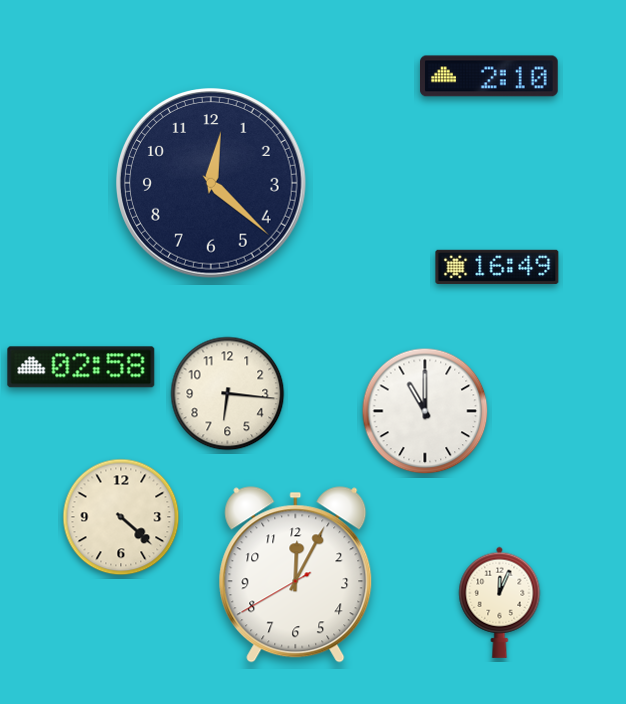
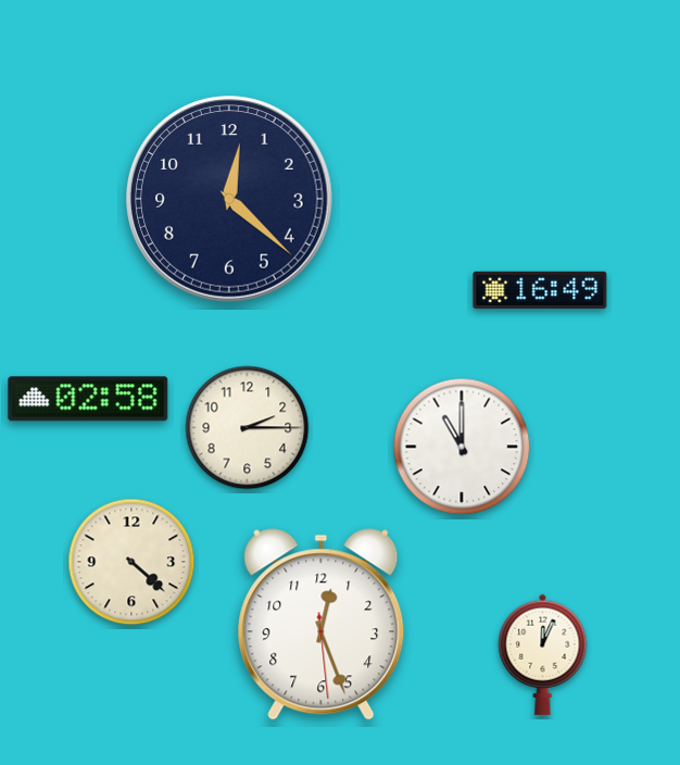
clock at (489, 76): 2:10 -> none
clock at (228, 394): 6:16 -> 2:15
clock at (296, 575): 12:04 -> 12:26
